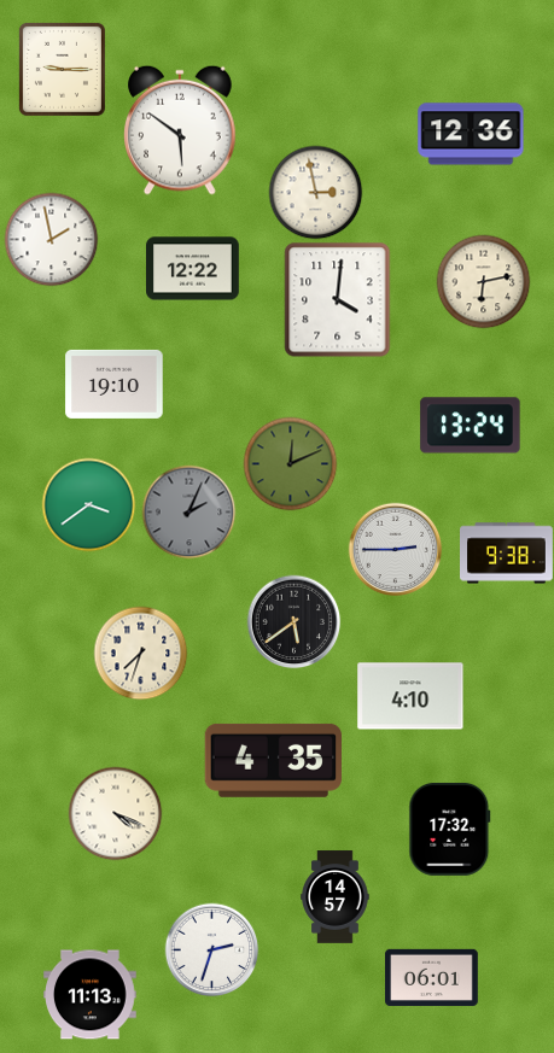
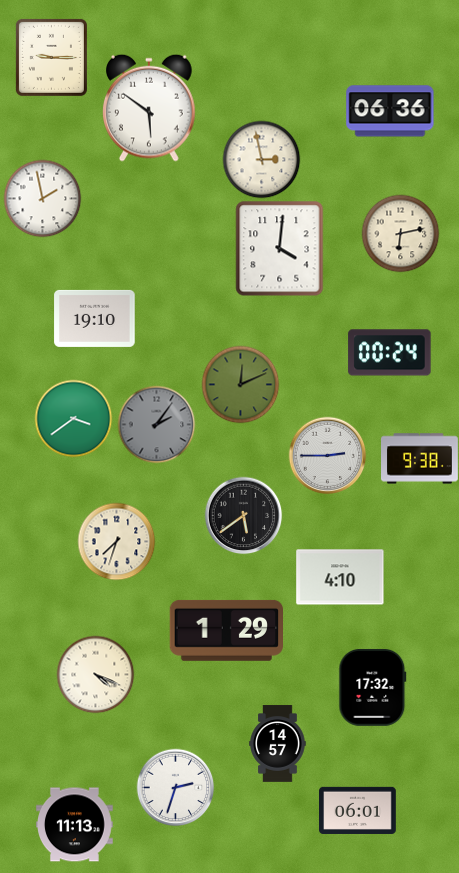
clock at (471, 134): 12:36 -> 06:36
clock at (193, 269): 12:22 -> none
clock at (471, 426): 13:24 -> 00:24
clock at (188, 511): 2:04 -> 2:06
clock at (274, 760): 4:35 -> 1:29
